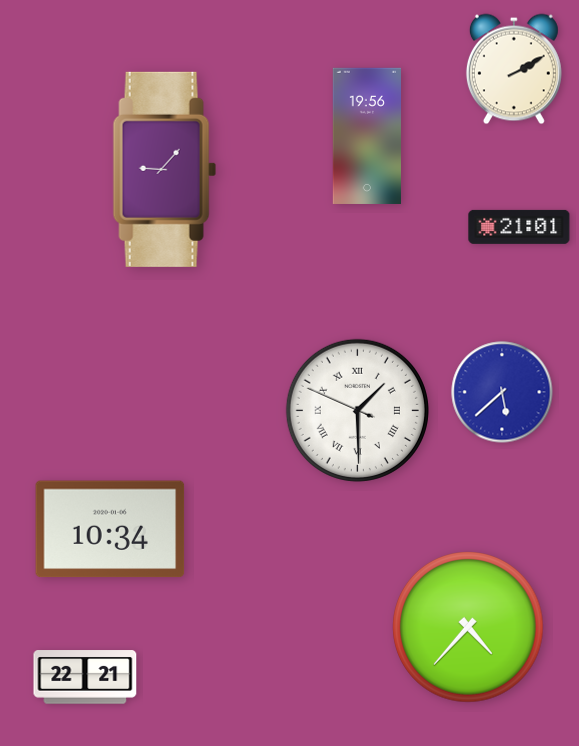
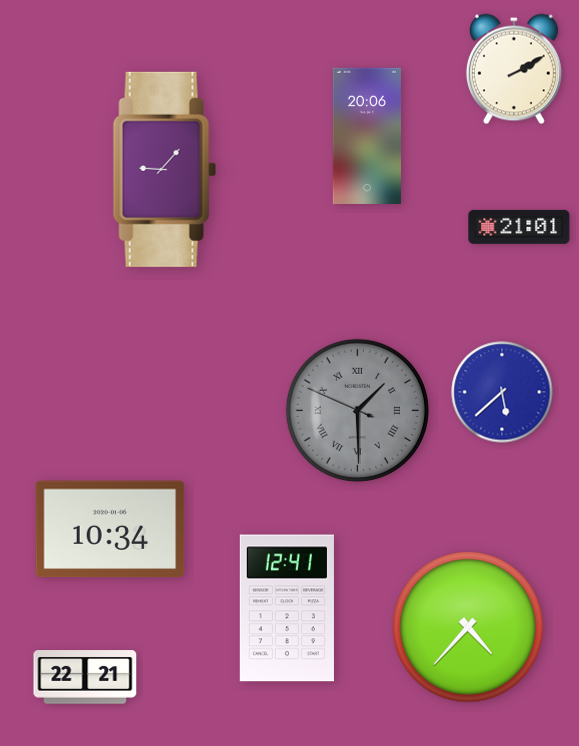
clock at (366, 136): 19:56 -> 20:06
clock at (357, 410) dial: white -> grey
clock at (287, 608): none -> 12:41
